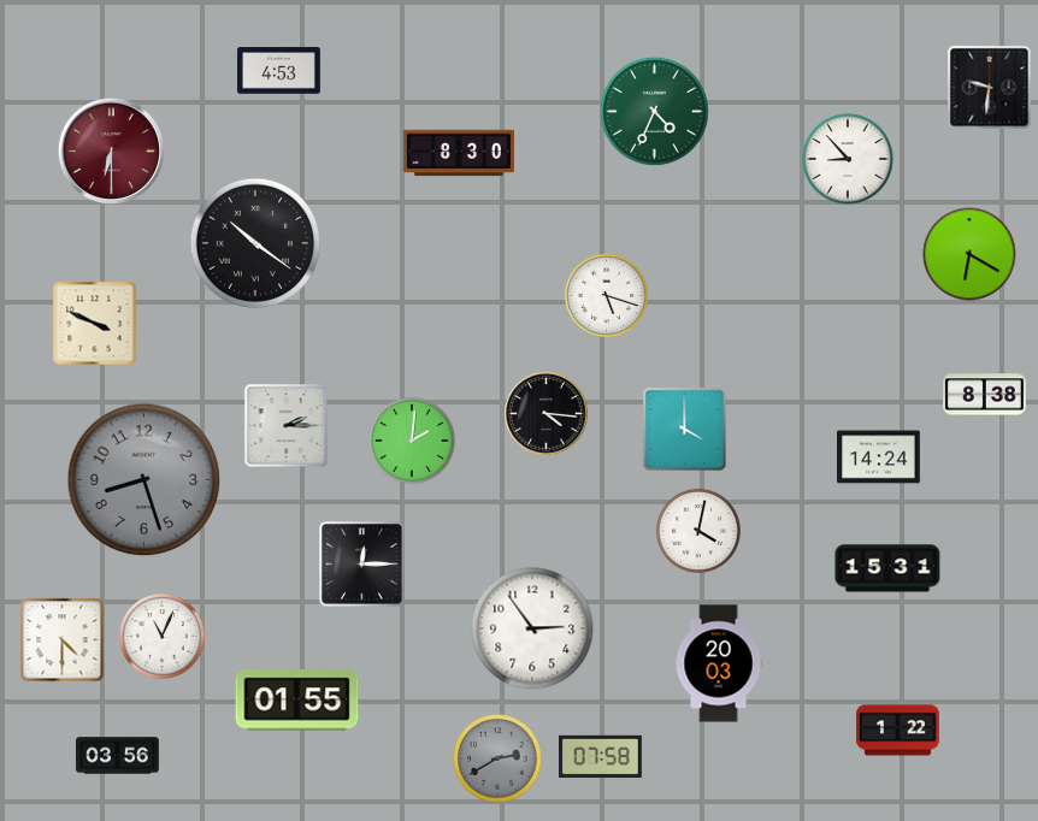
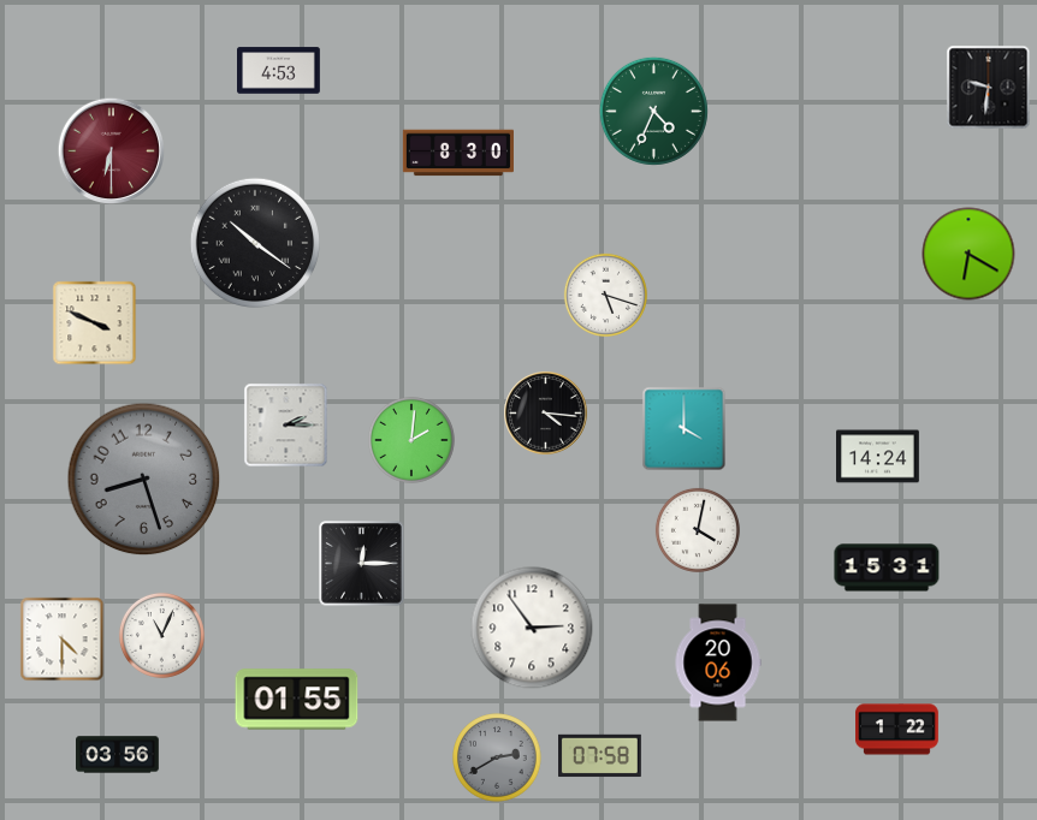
clock at (848, 159): 8:53 -> none
clock at (985, 395): 8:38 -> none
clock at (719, 663): 20:03 -> 20:06
